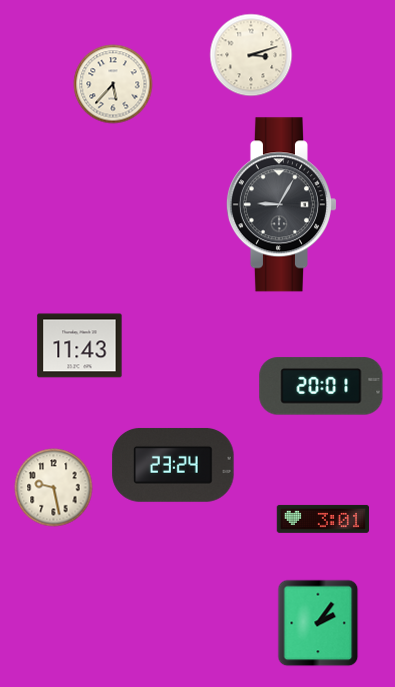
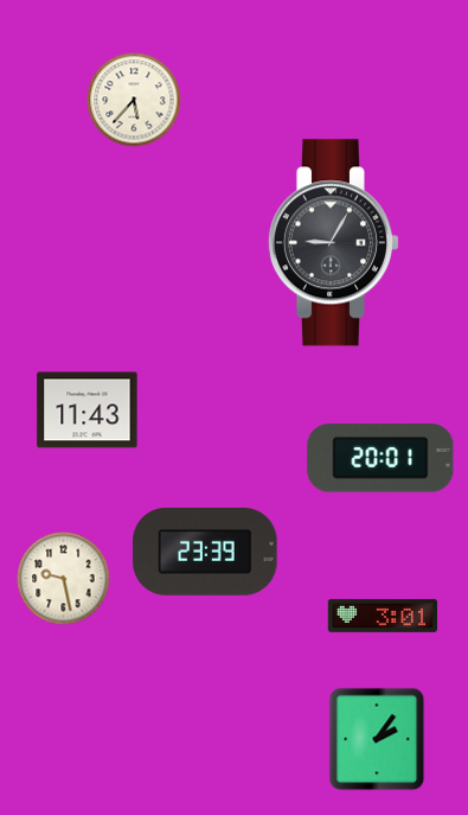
clock at (251, 55): 3:12 -> none
clock at (80, 346) position: (80, 346) -> (88, 410)
clock at (173, 465): 23:24 -> 23:39
